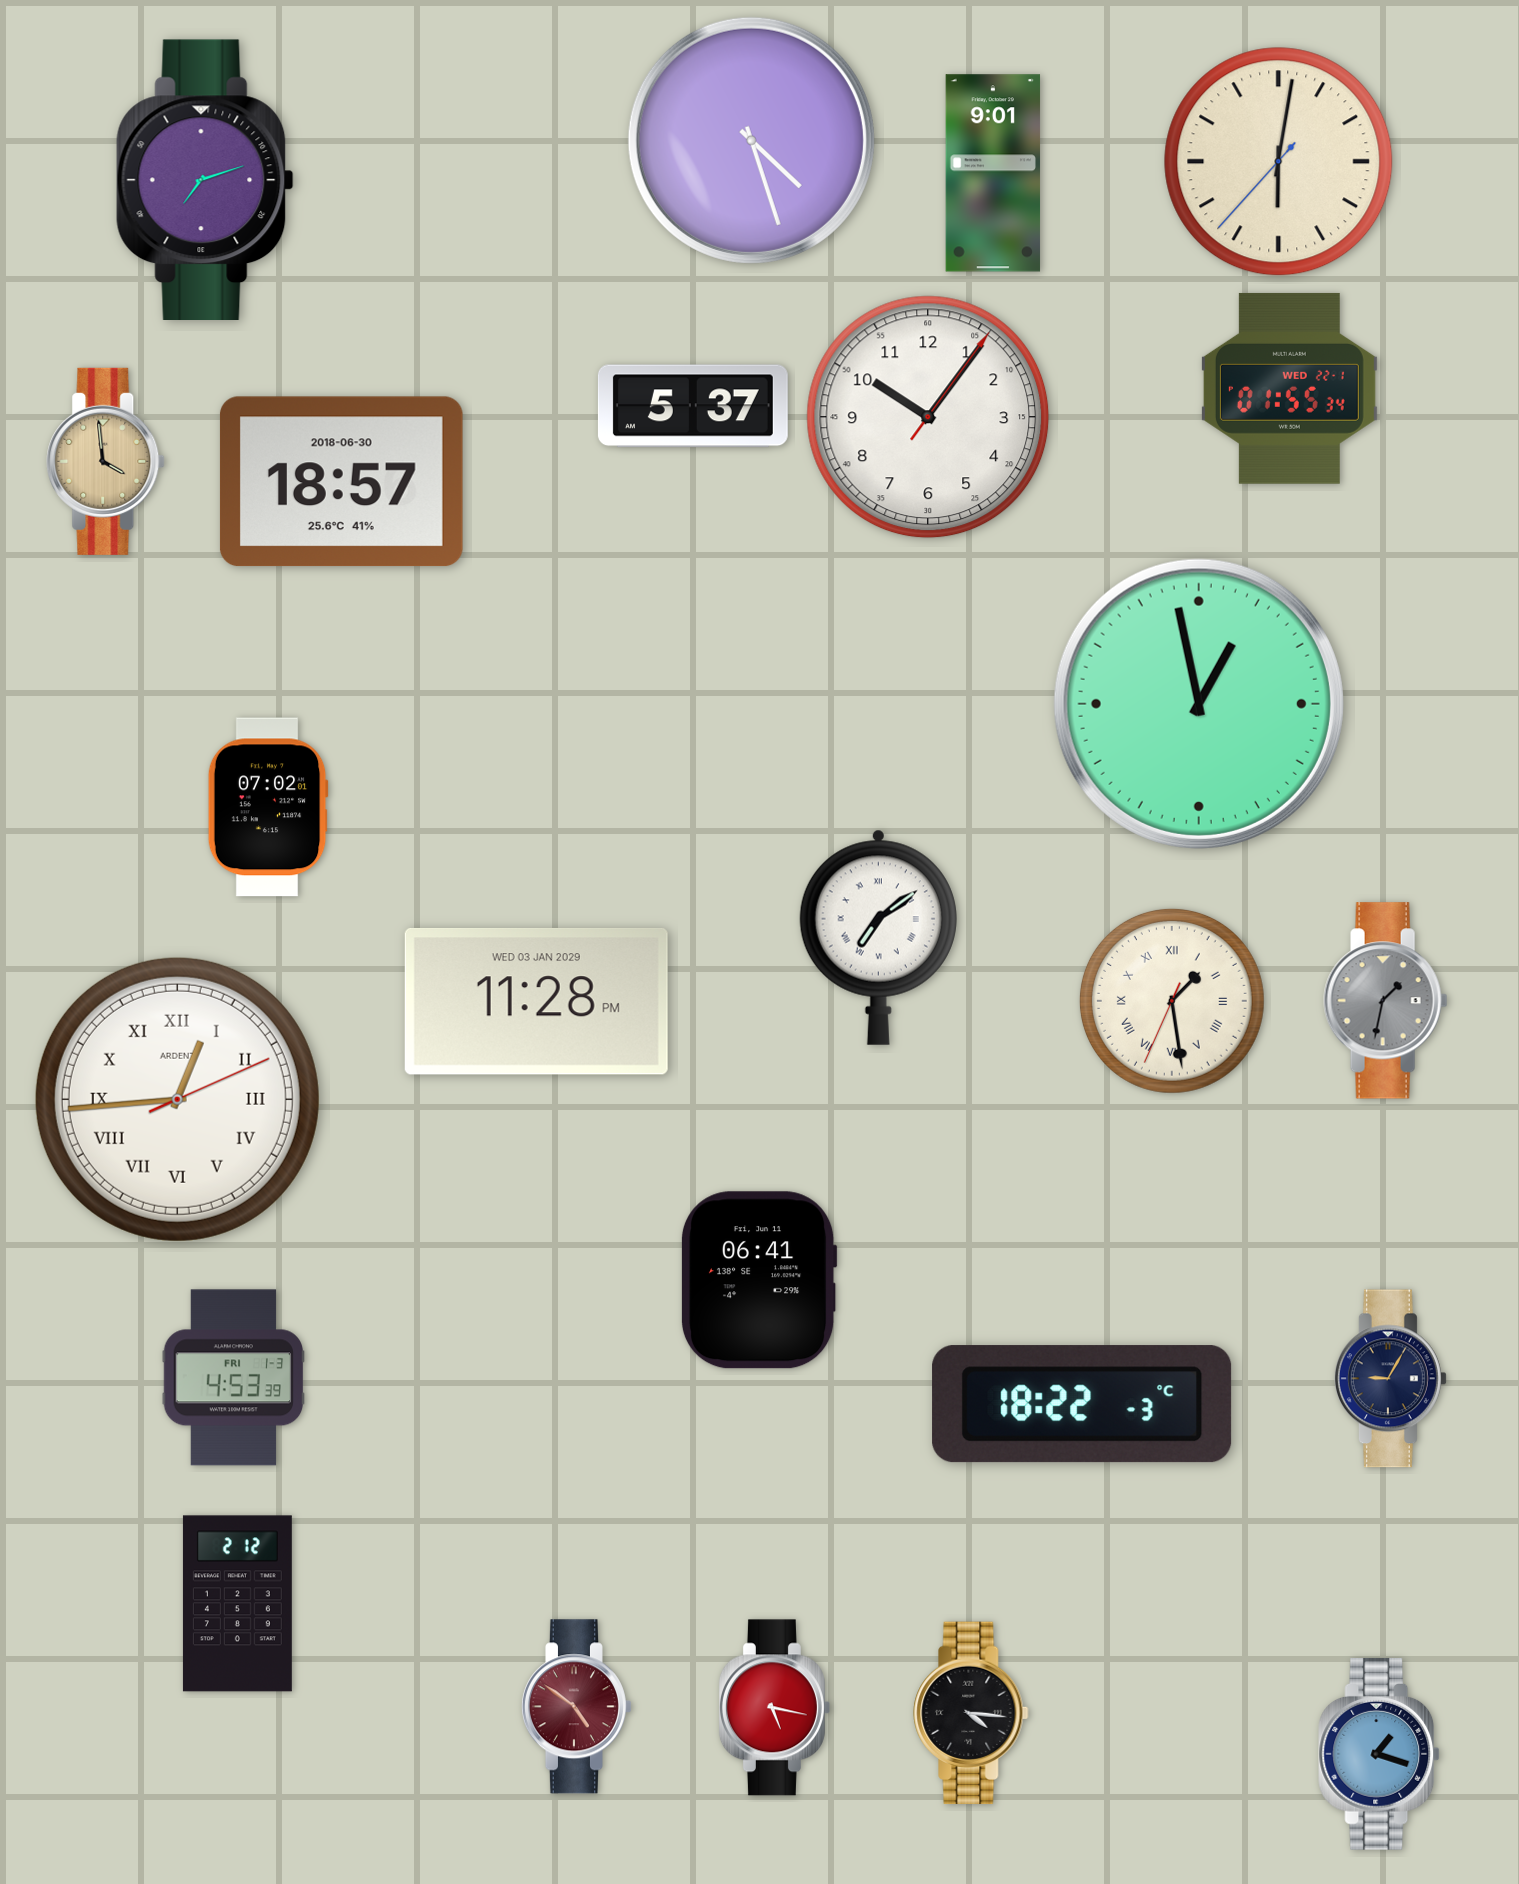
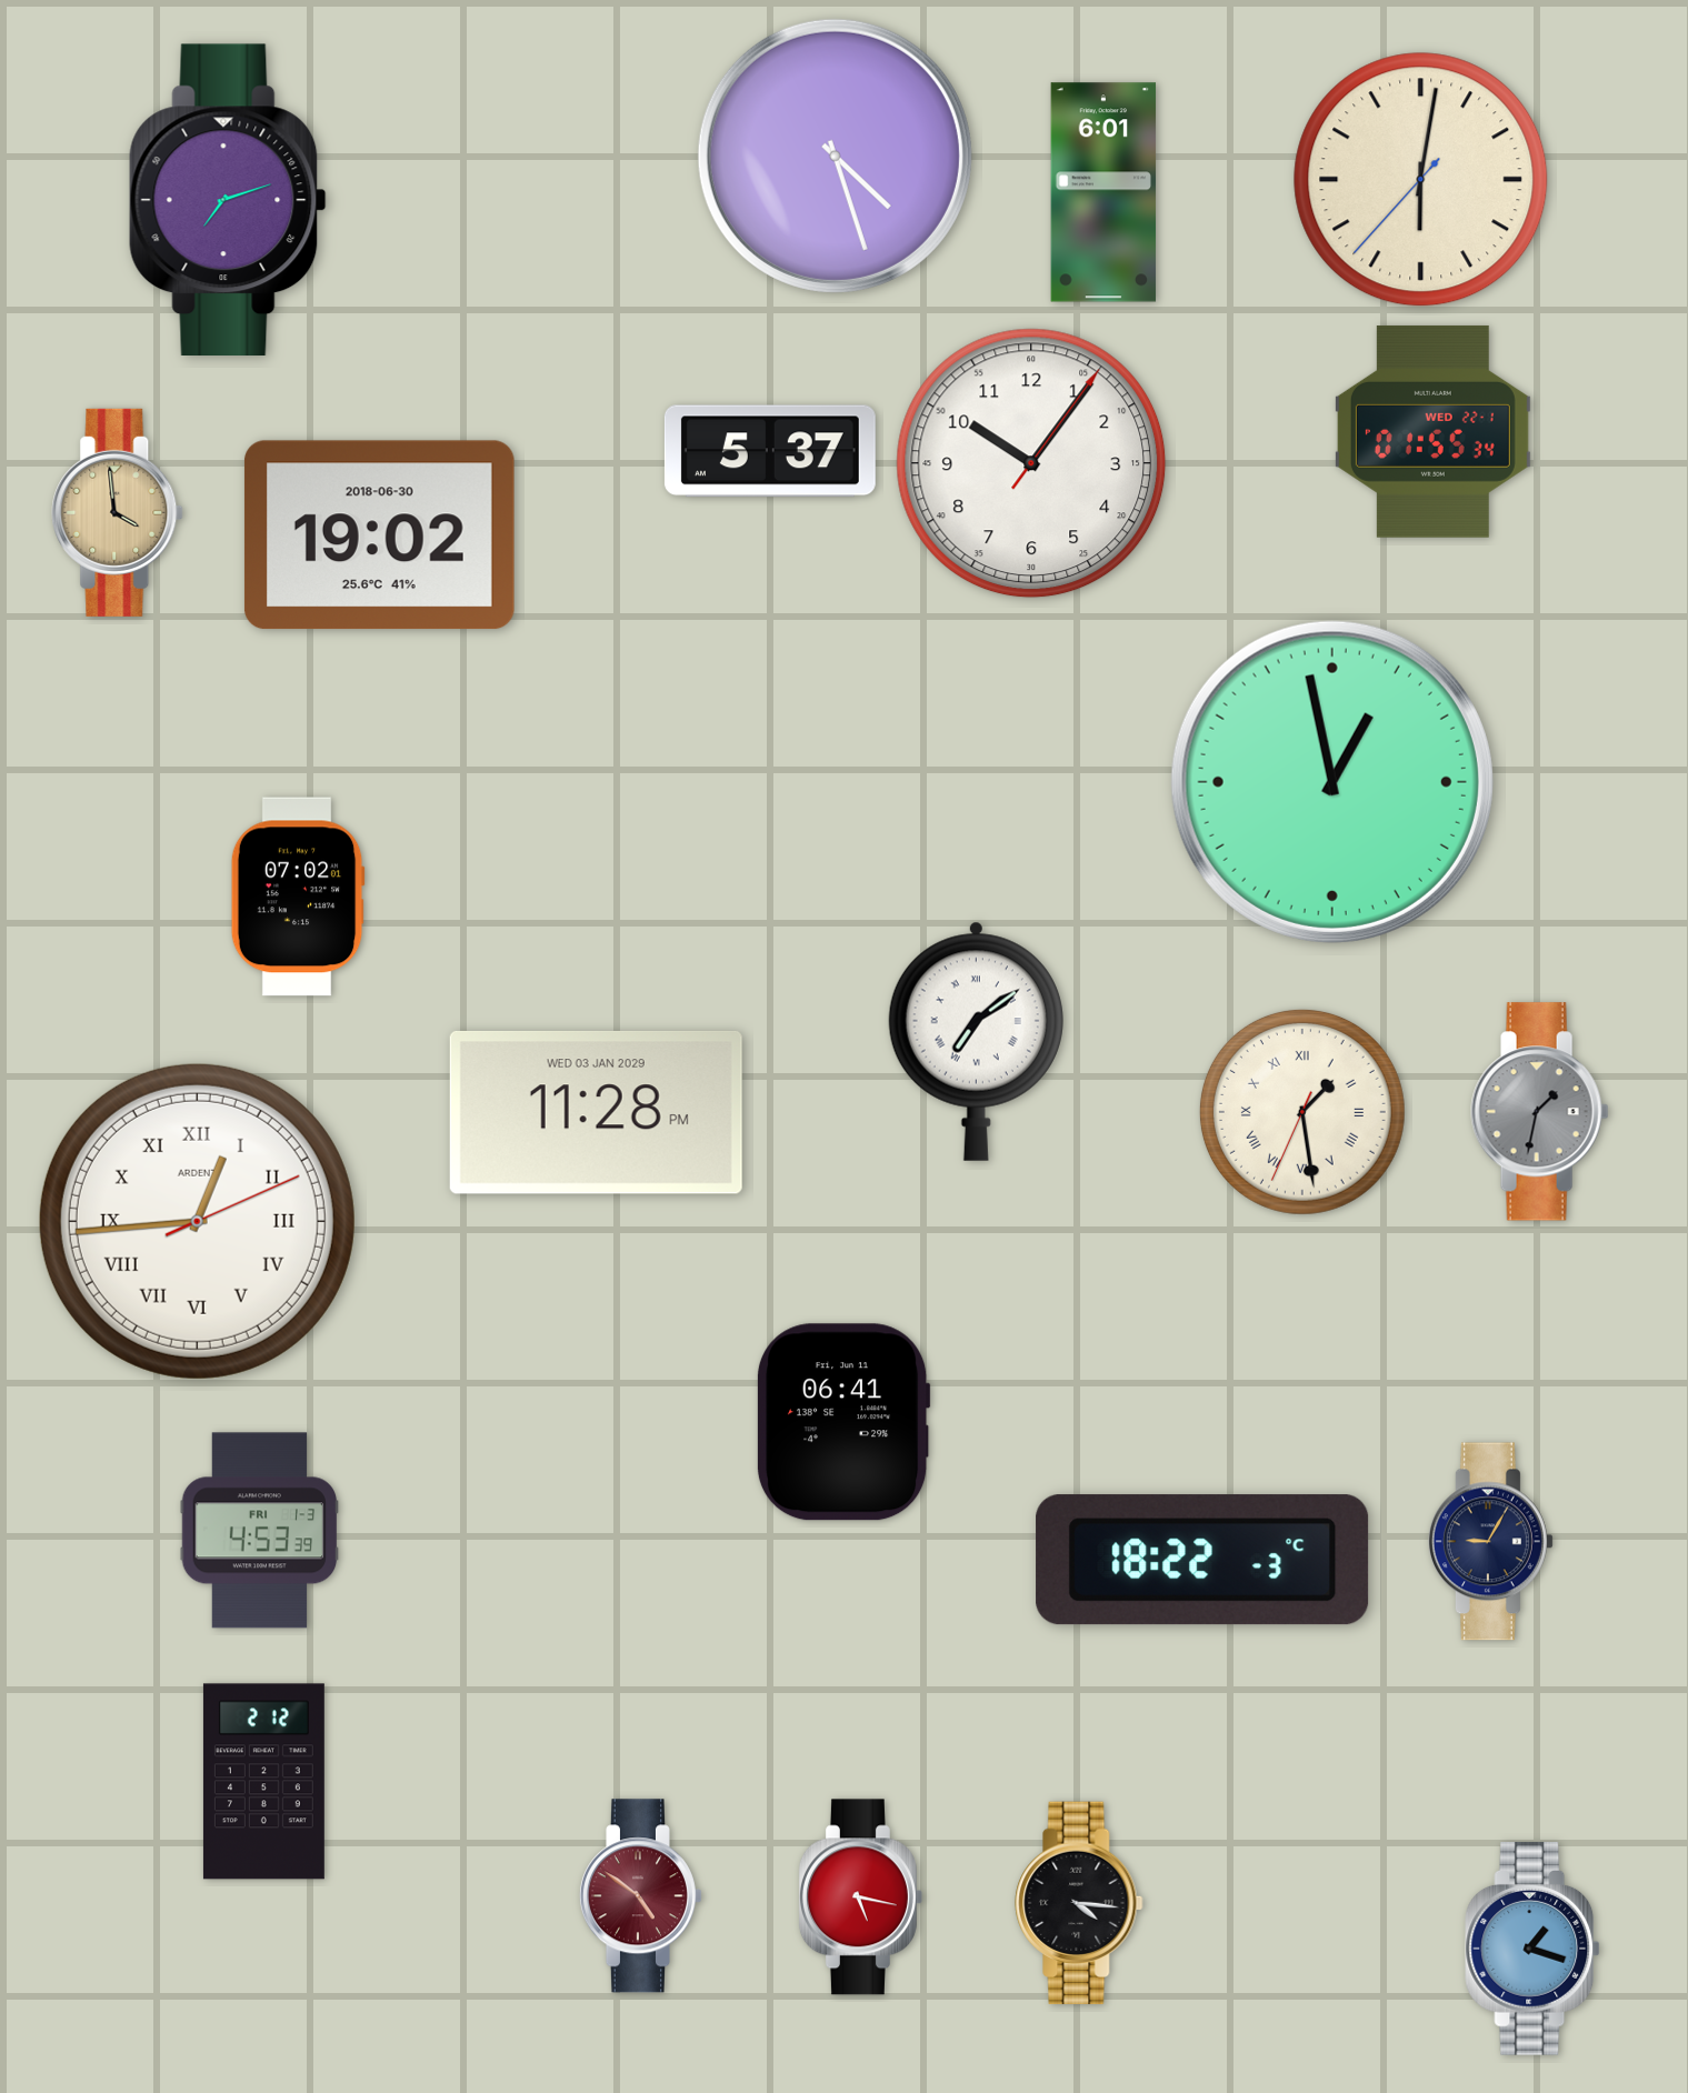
clock at (993, 173): 9:01 -> 6:01
clock at (341, 482): 18:57 -> 19:02
clock at (1390, 1379) position: (1390, 1379) -> (1490, 1542)
